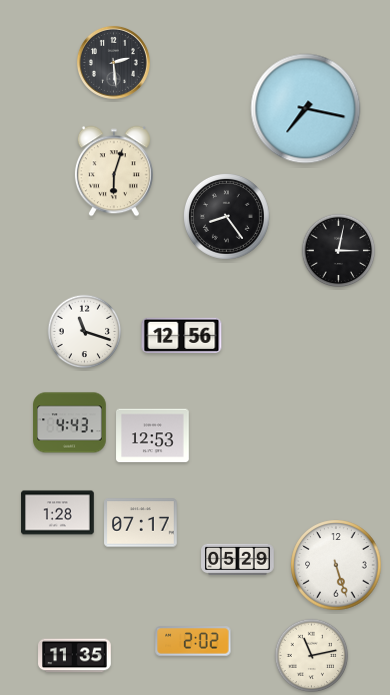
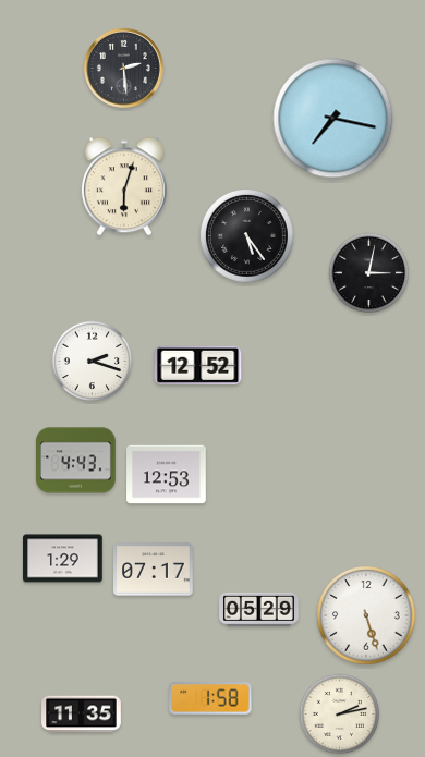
clock at (227, 217): 8:24 -> 5:24
clock at (85, 332): 11:18 -> 2:18
clock at (182, 335): 12:56 -> 12:52
clock at (58, 513): 1:28 -> 1:29
clock at (193, 641): 2:02 -> 1:58
clock at (312, 656): 11:13 -> 2:13
